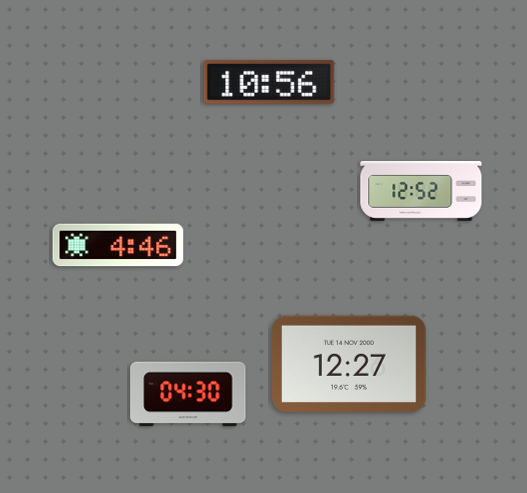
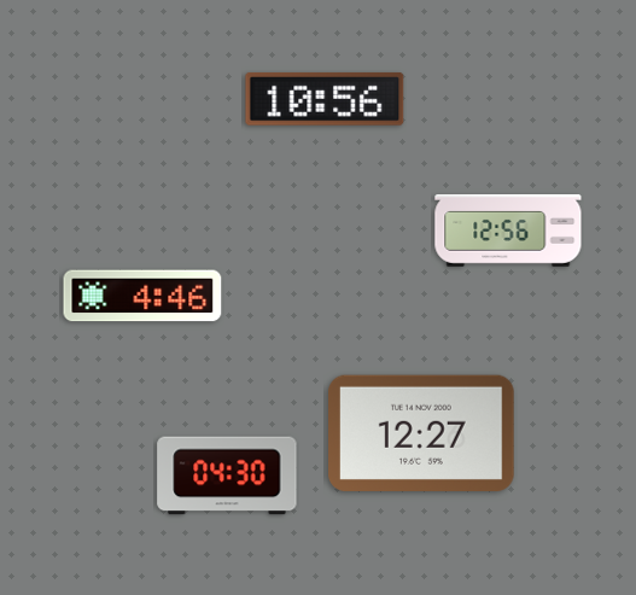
clock at (421, 191): 12:52 -> 12:56
clock at (350, 364) position: (350, 364) -> (422, 433)
